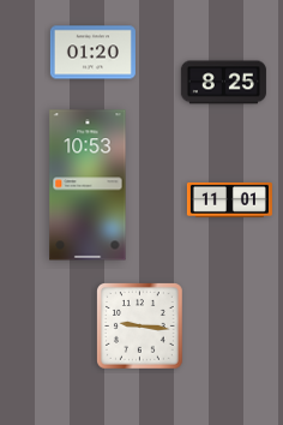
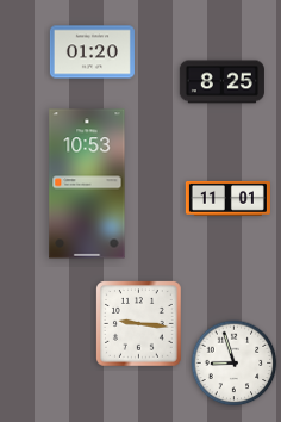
clock at (235, 364): none -> 8:57
